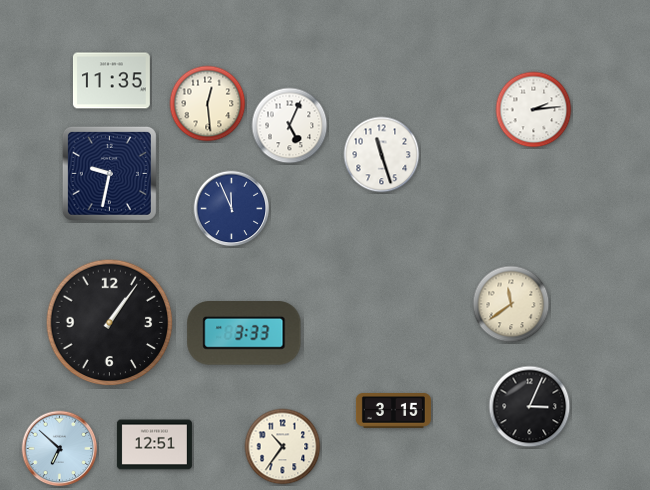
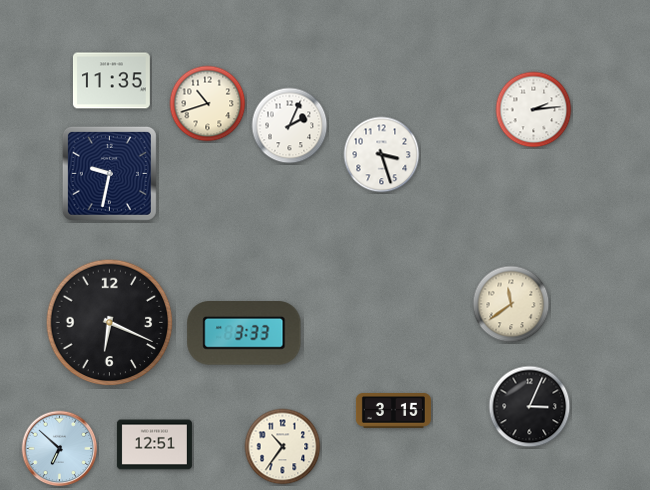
clock at (208, 104): 12:29 -> 10:42
clock at (290, 126): 5:04 -> 2:04
clock at (382, 155): 11:27 -> 3:27
clock at (232, 209): 11:56 -> none
clock at (110, 323): 1:06 -> 6:19
